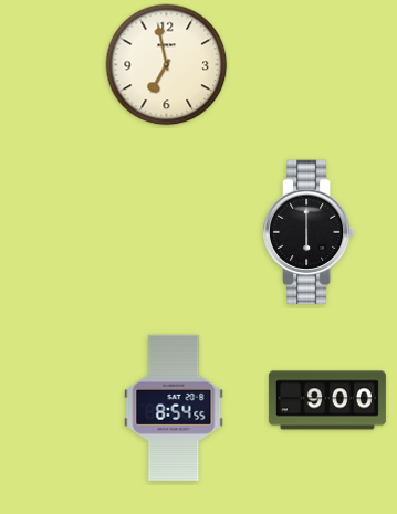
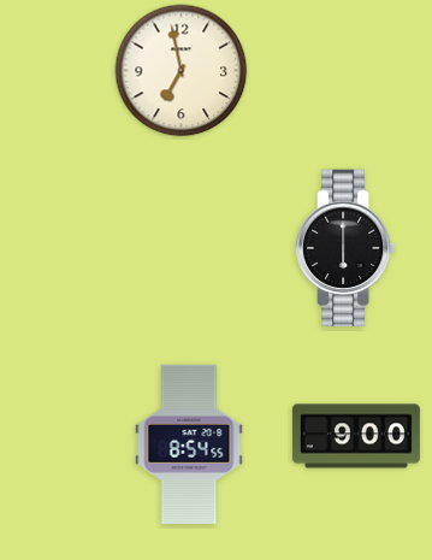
clock at (309, 232) position: (309, 232) -> (345, 248)
